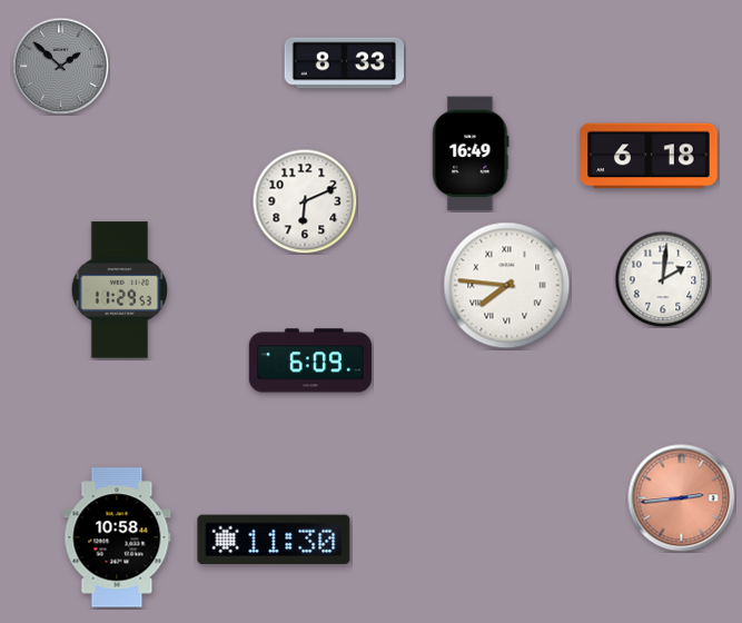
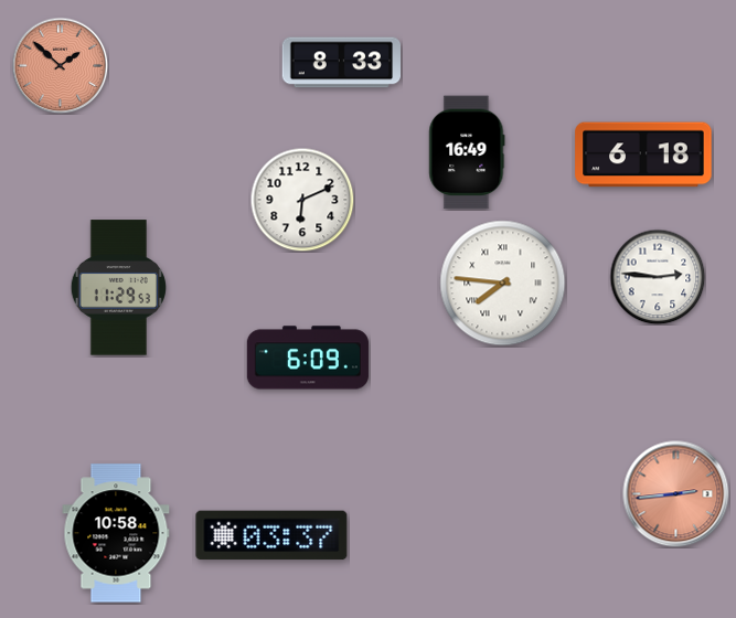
clock at (60, 66) dial: grey -> salmon
clock at (663, 279): 2:01 -> 2:46
clock at (274, 540): 11:30 -> 03:37
